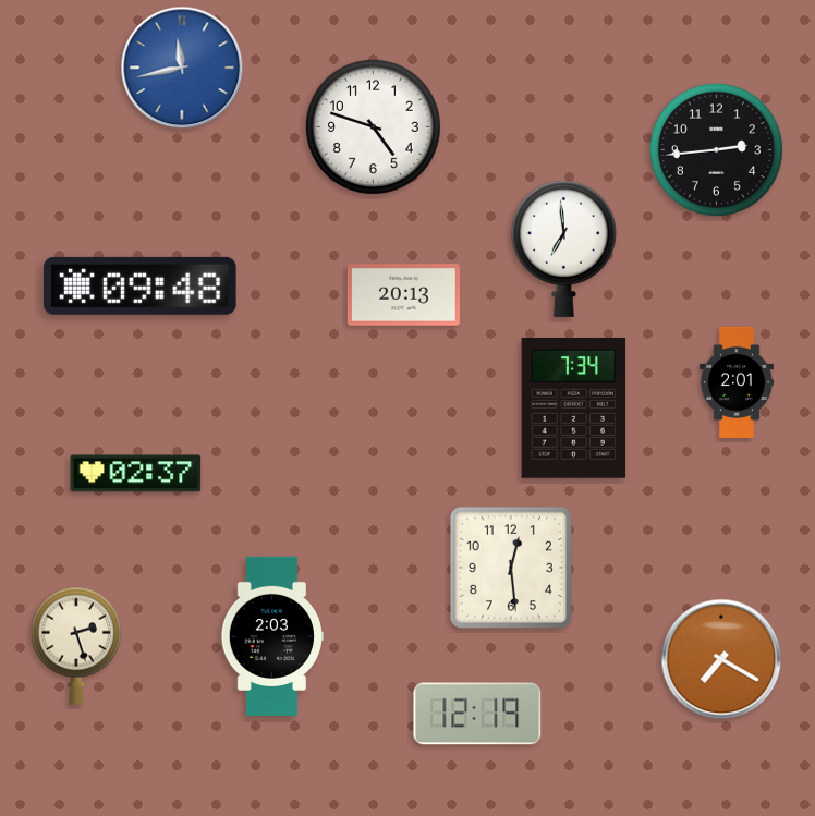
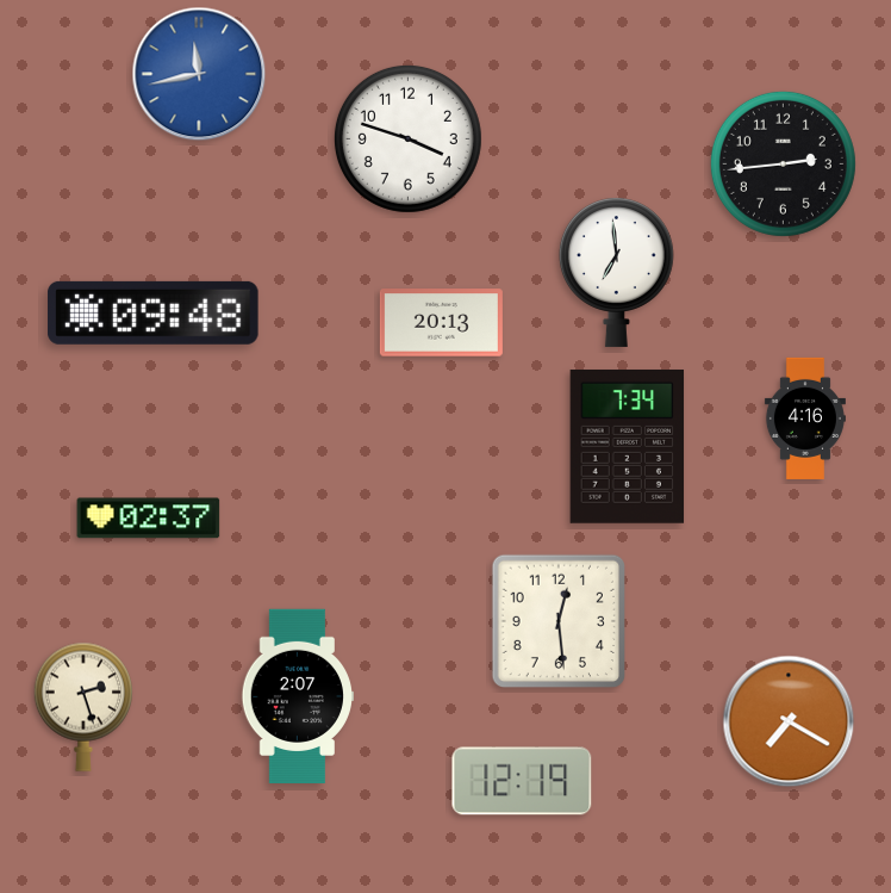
clock at (373, 126): 4:48 -> 3:48
clock at (737, 382): 2:01 -> 4:16
clock at (271, 635): 2:03 -> 2:07
